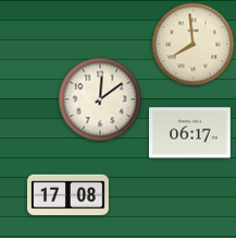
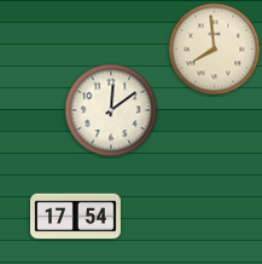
clock at (189, 133): 06:17 -> none
clock at (69, 195): 17:08 -> 17:54
